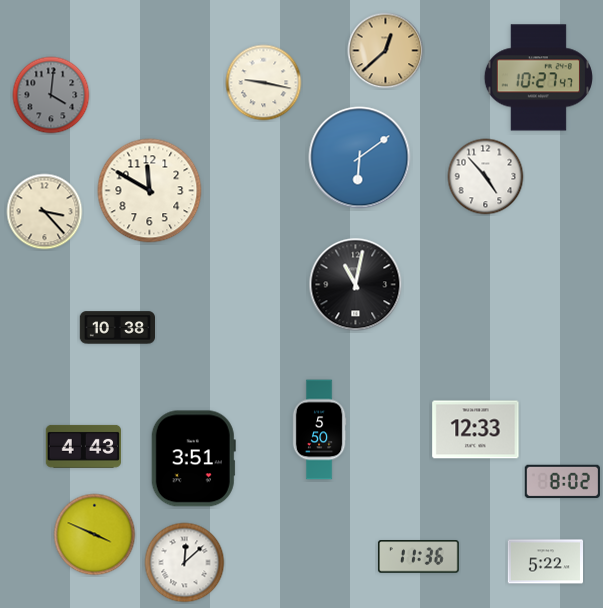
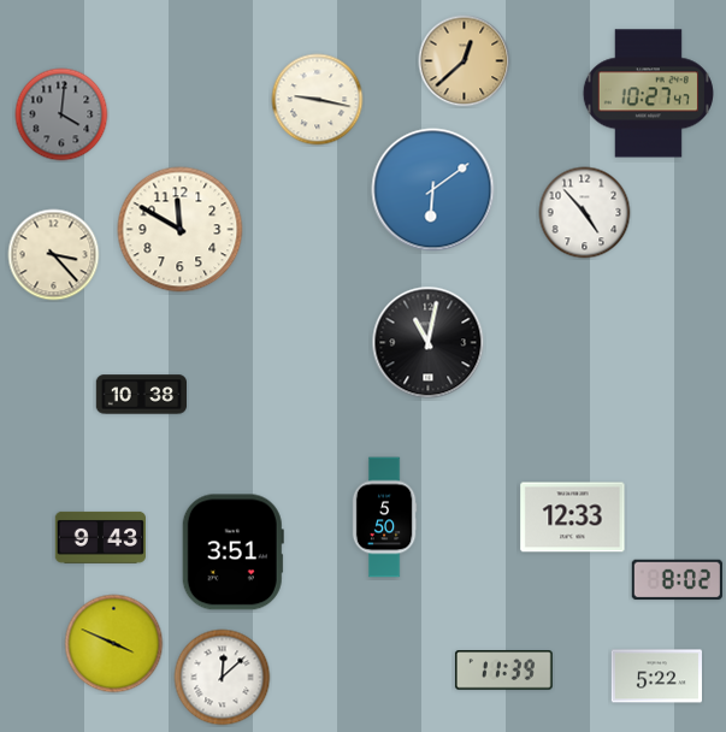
clock at (83, 446): 4:43 -> 9:43
clock at (418, 557): 11:36 -> 11:39
